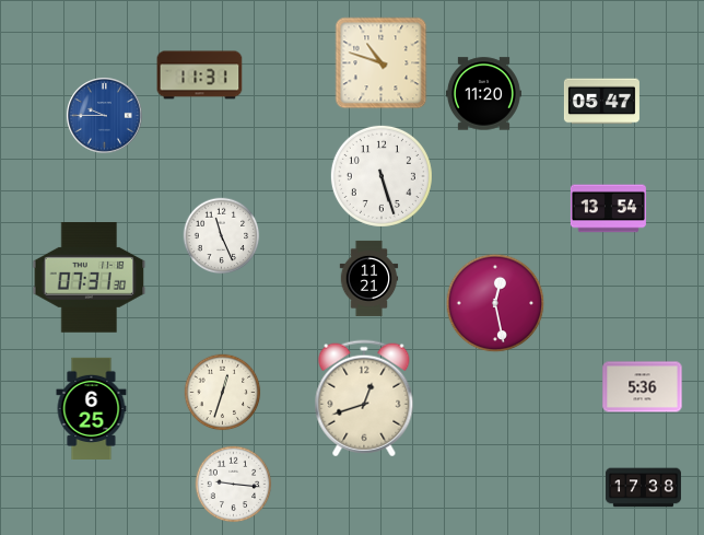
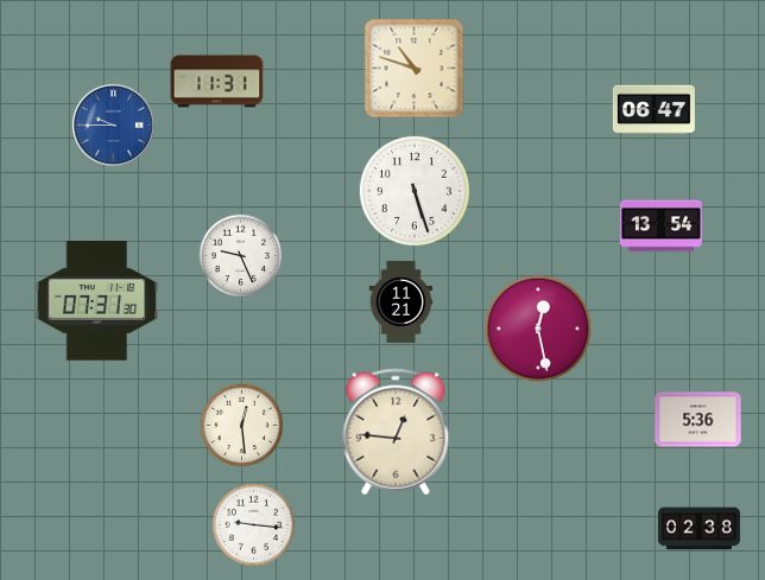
clock at (483, 94): 11:20 -> none
clock at (601, 102): 05:47 -> 06:47
clock at (222, 236): 11:26 -> 9:26
clock at (223, 393): 12:33 -> 12:29
clock at (364, 398): 12:42 -> 12:46
clock at (92, 408): 6:25 -> none
clock at (643, 488): 17:38 -> 02:38
